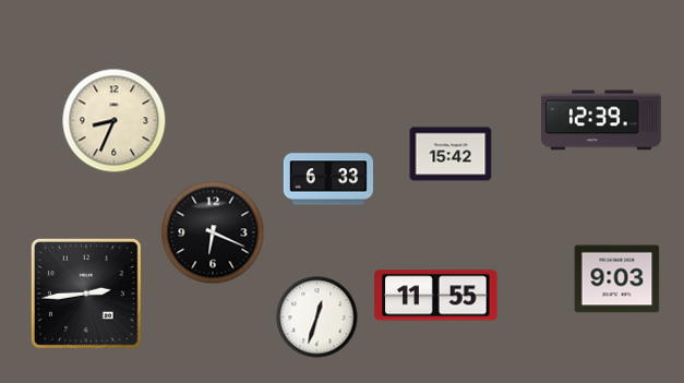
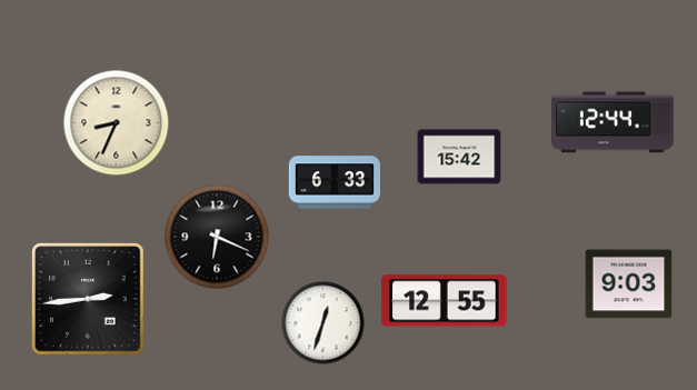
clock at (602, 120): 12:39 -> 12:44
clock at (436, 296): 11:55 -> 12:55
